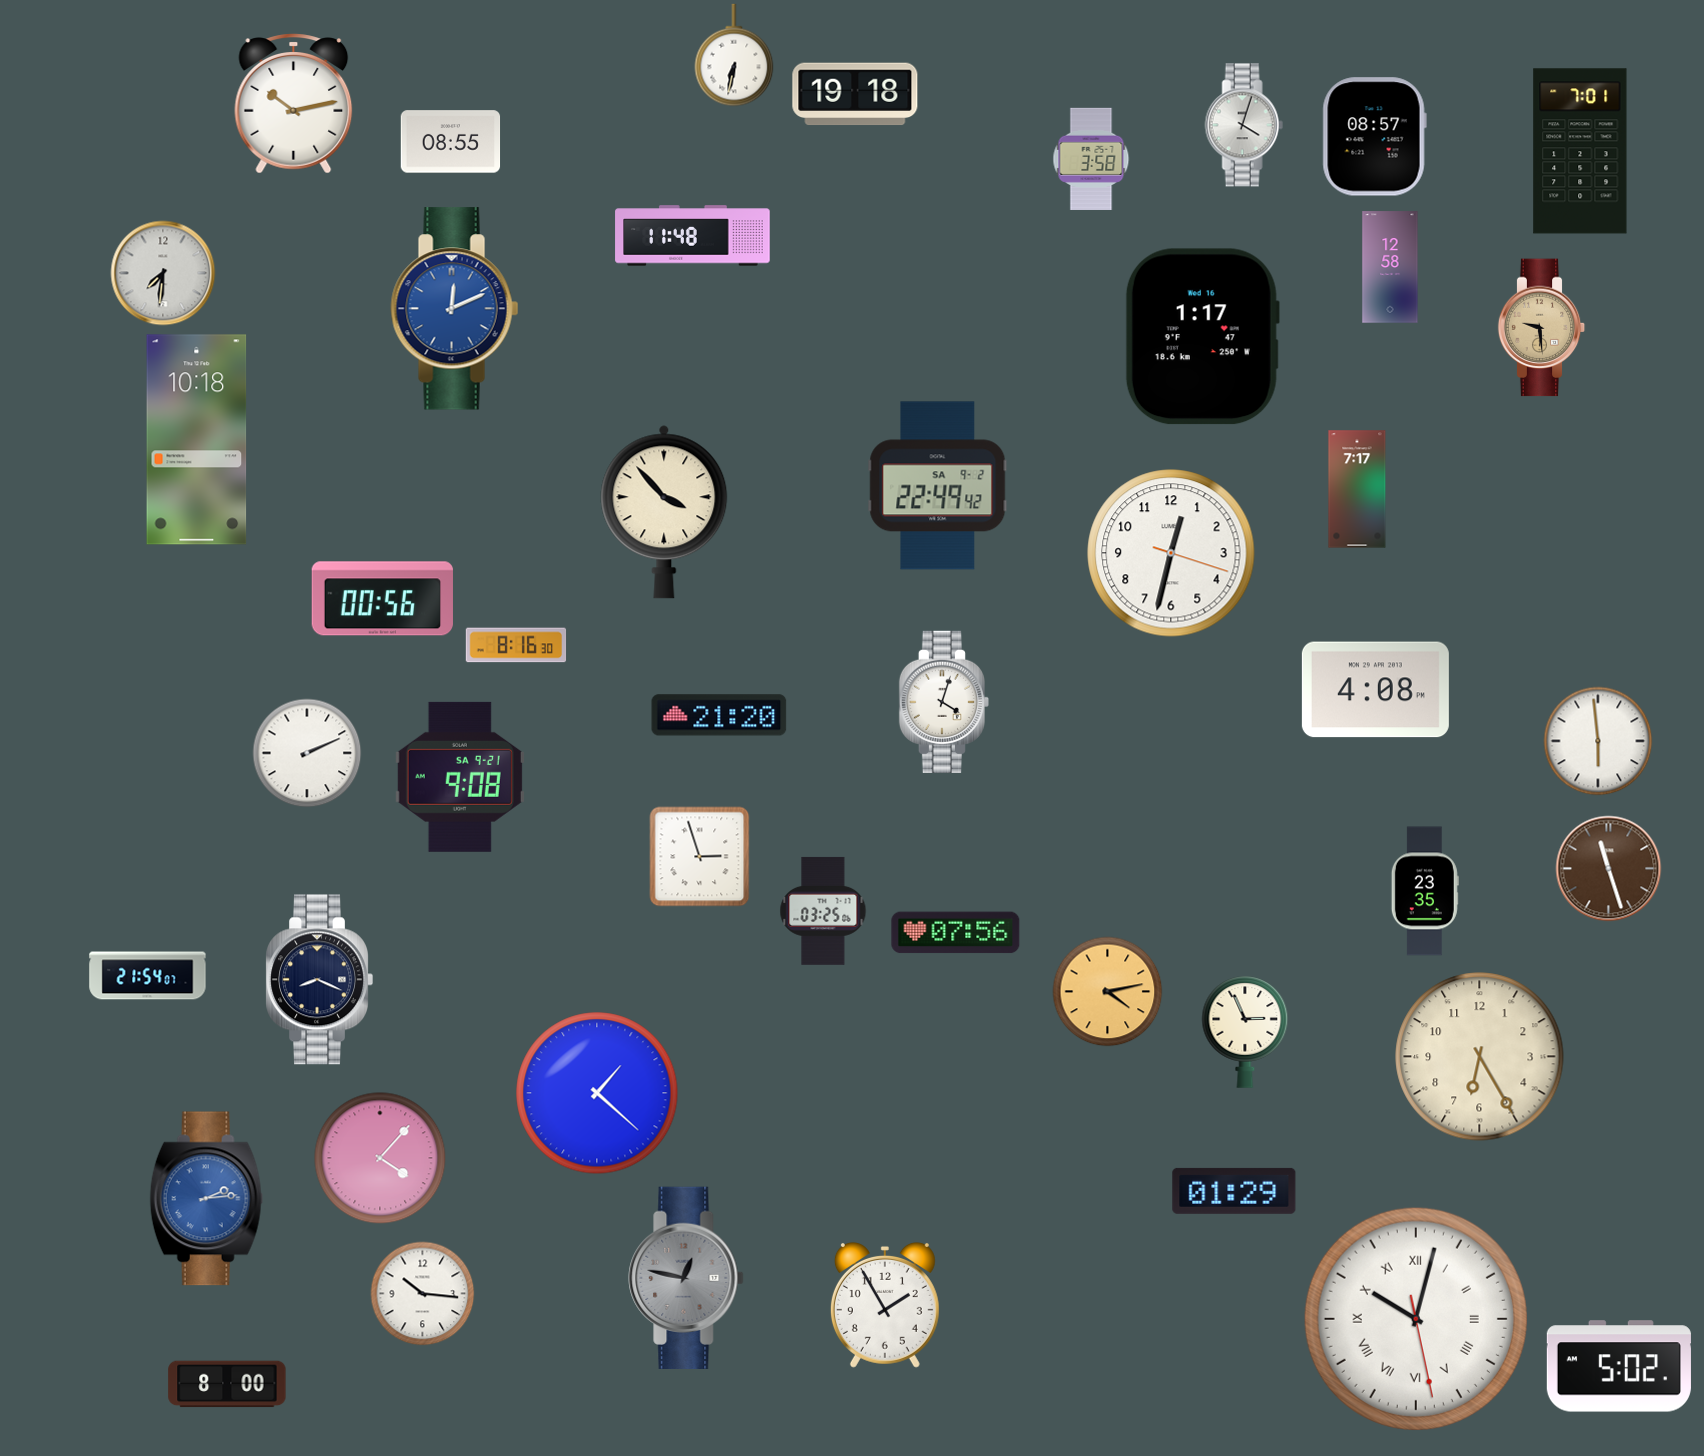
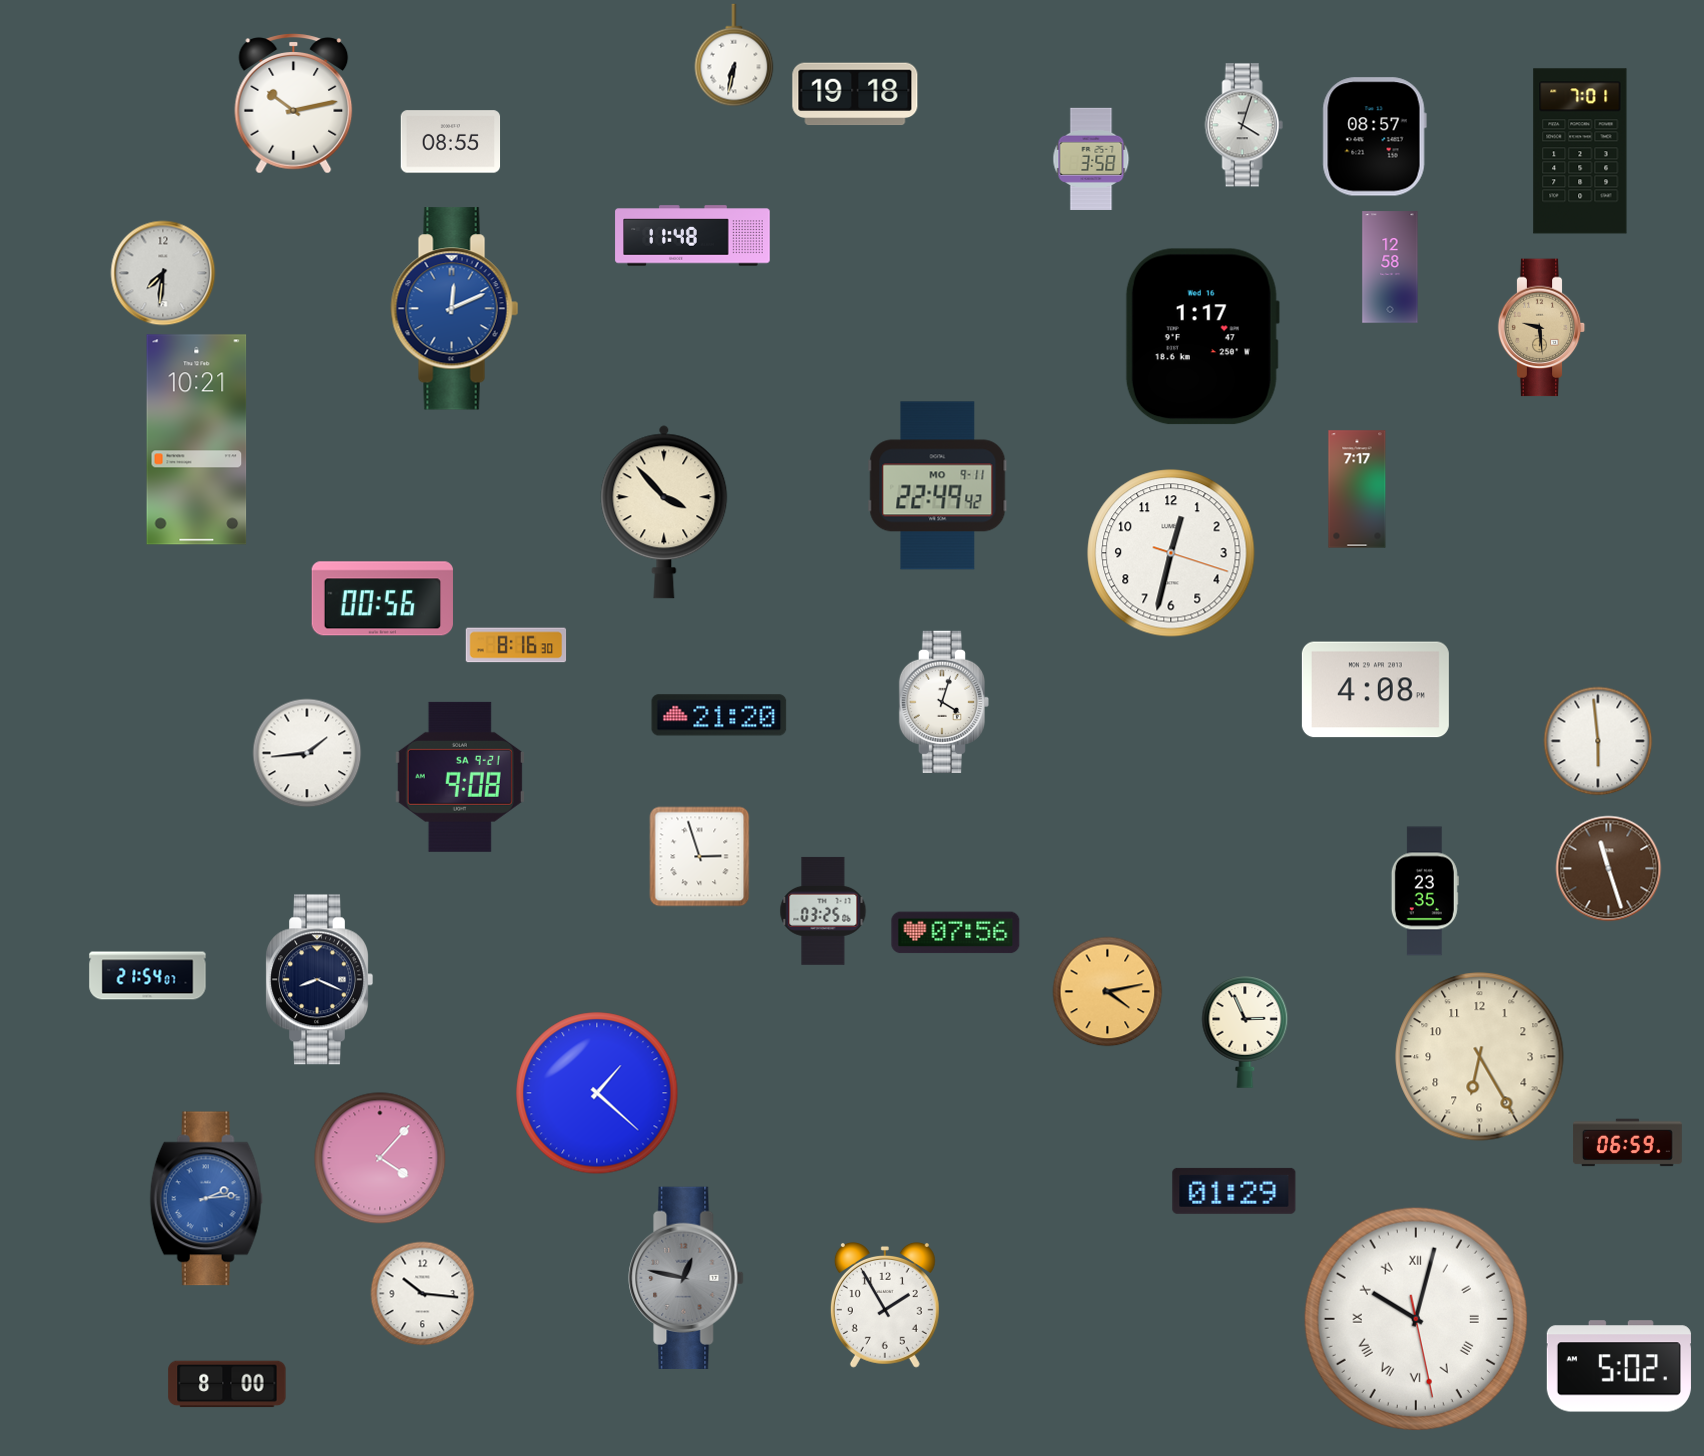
clock at (197, 440): 10:18 -> 10:21
clock at (938, 486) date: SA 9-2 -> MO 9-11
clock at (307, 753): 2:11 -> 1:44
clock at (1628, 1143): none -> 06:59
